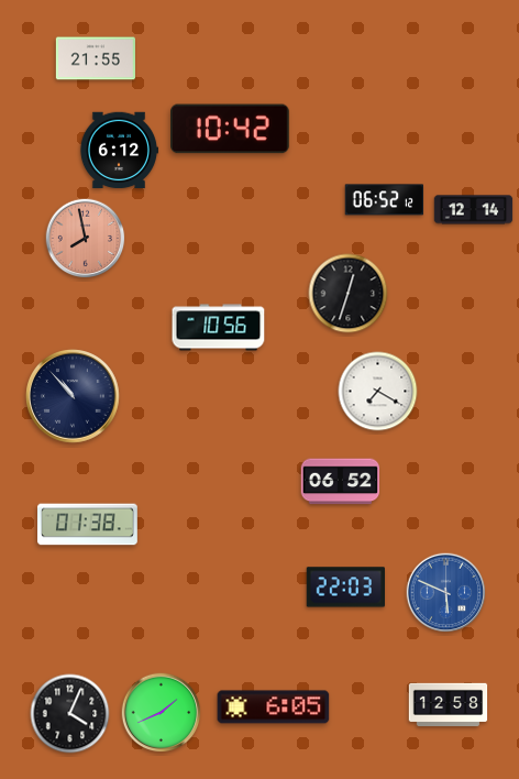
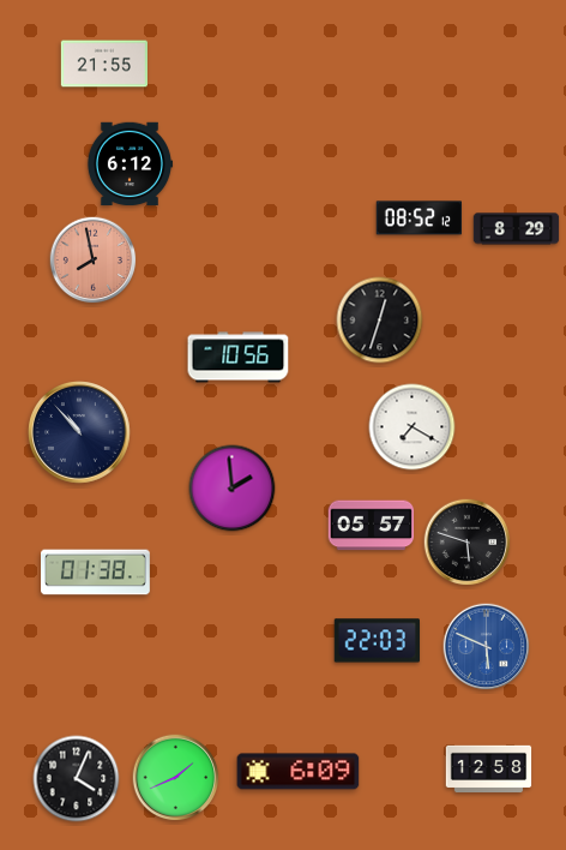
clock at (231, 129): 10:42 -> none
clock at (384, 200): 06:52 -> 08:52
clock at (474, 210): 12:14 -> 8:29
clock at (233, 489): none -> 1:59
clock at (341, 482): 06:52 -> 05:57
clock at (468, 543): none -> 5:48
clock at (274, 707): 6:05 -> 6:09
